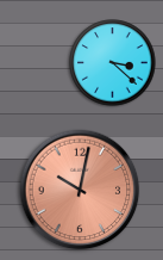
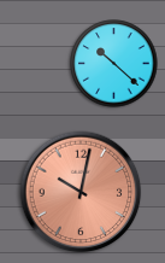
clock at (113, 63): 3:22 -> 10:22
